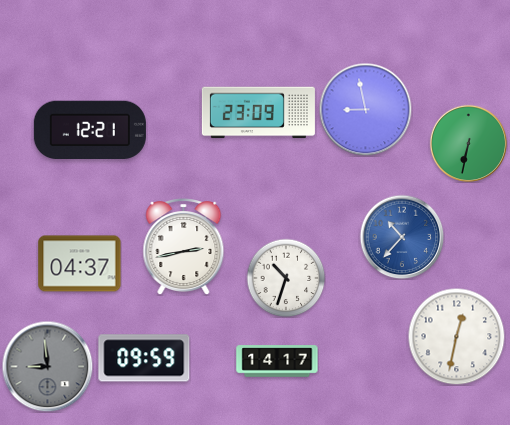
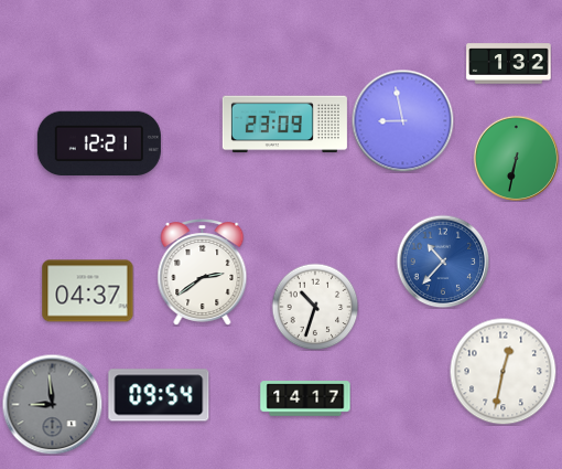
clock at (509, 64): none -> 1:32
clock at (184, 247): 2:43 -> 2:39
clock at (144, 358): 09:59 -> 09:54
